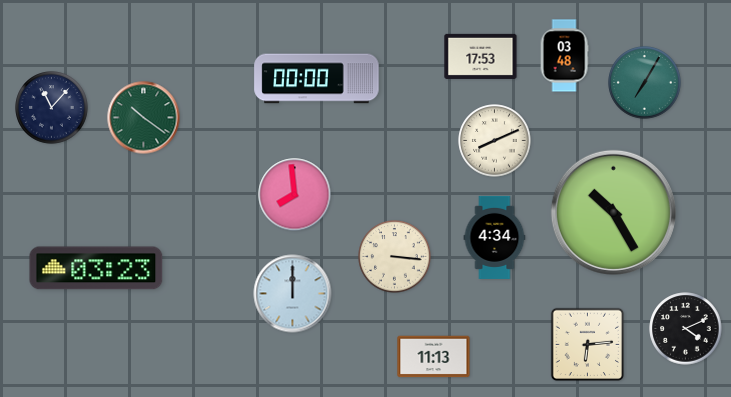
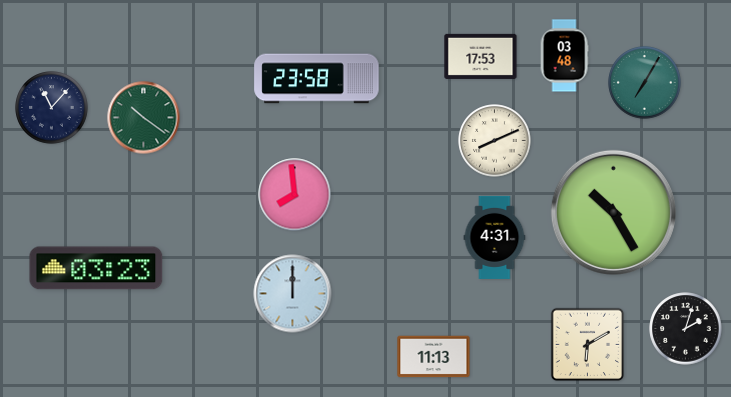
clock at (317, 79): 00:00 -> 23:58
clock at (495, 237): 4:34 -> 4:31
clock at (395, 257): 3:16 -> none
clock at (686, 329): 4:11 -> 2:03
clock at (588, 345): 6:14 -> 6:10
